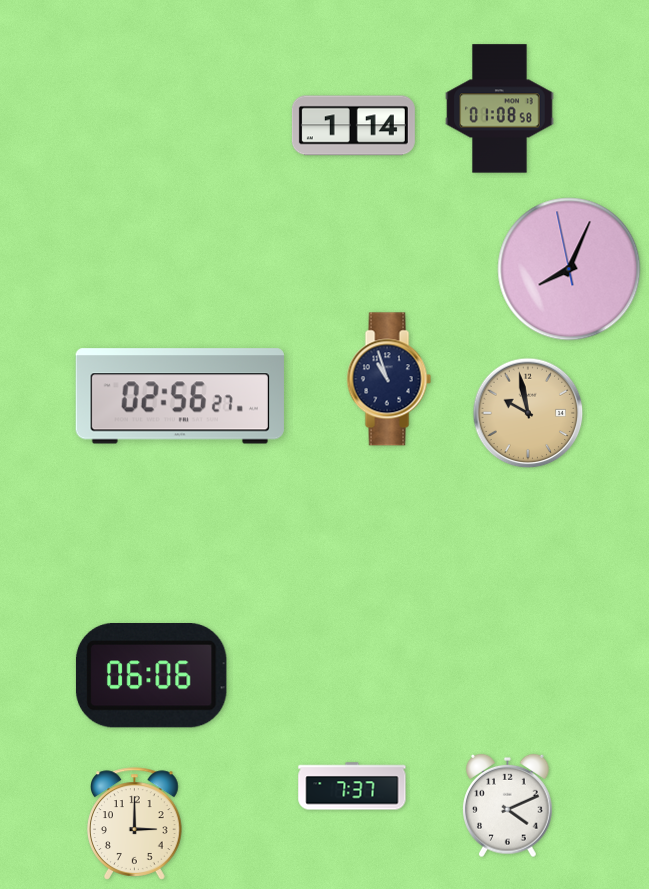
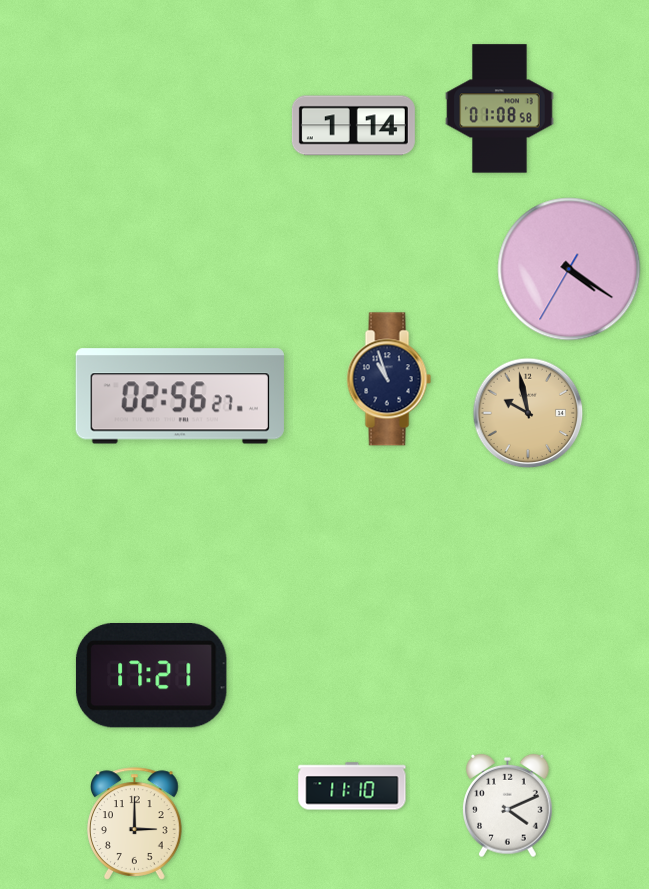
clock at (569, 269): 8:03 -> 4:20
clock at (151, 676): 06:06 -> 17:21
clock at (352, 786): 7:37 -> 11:10
